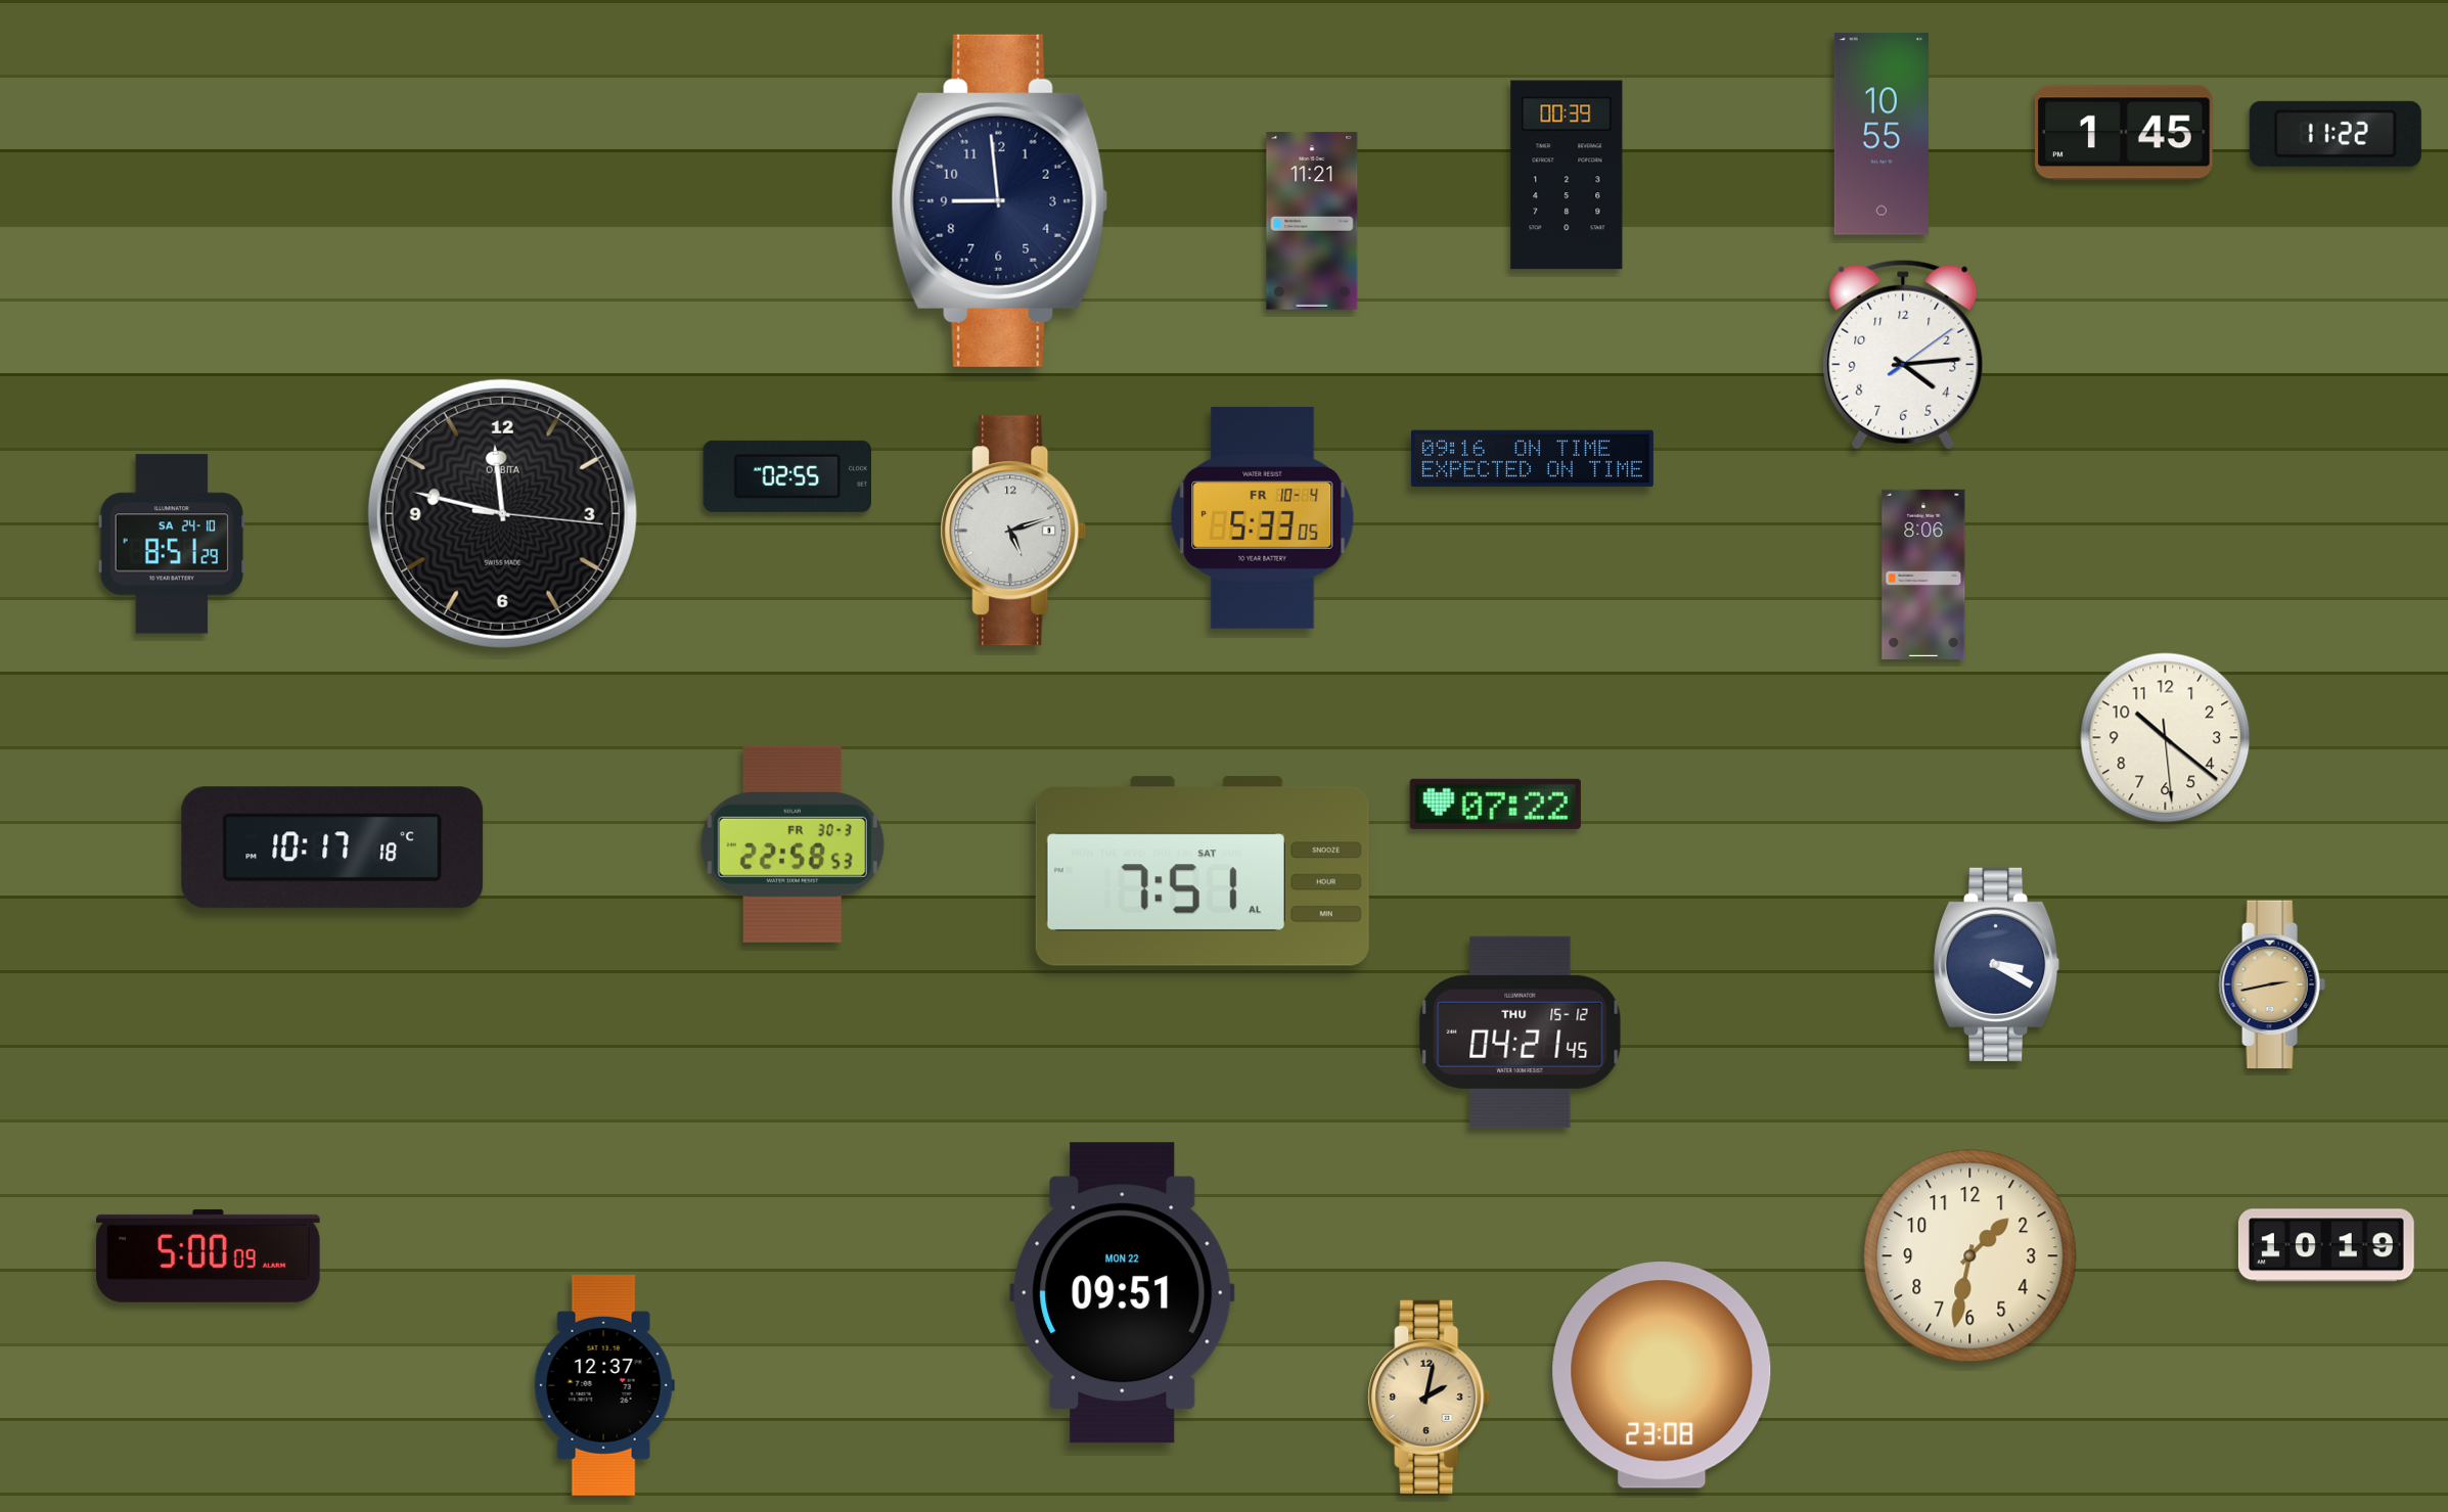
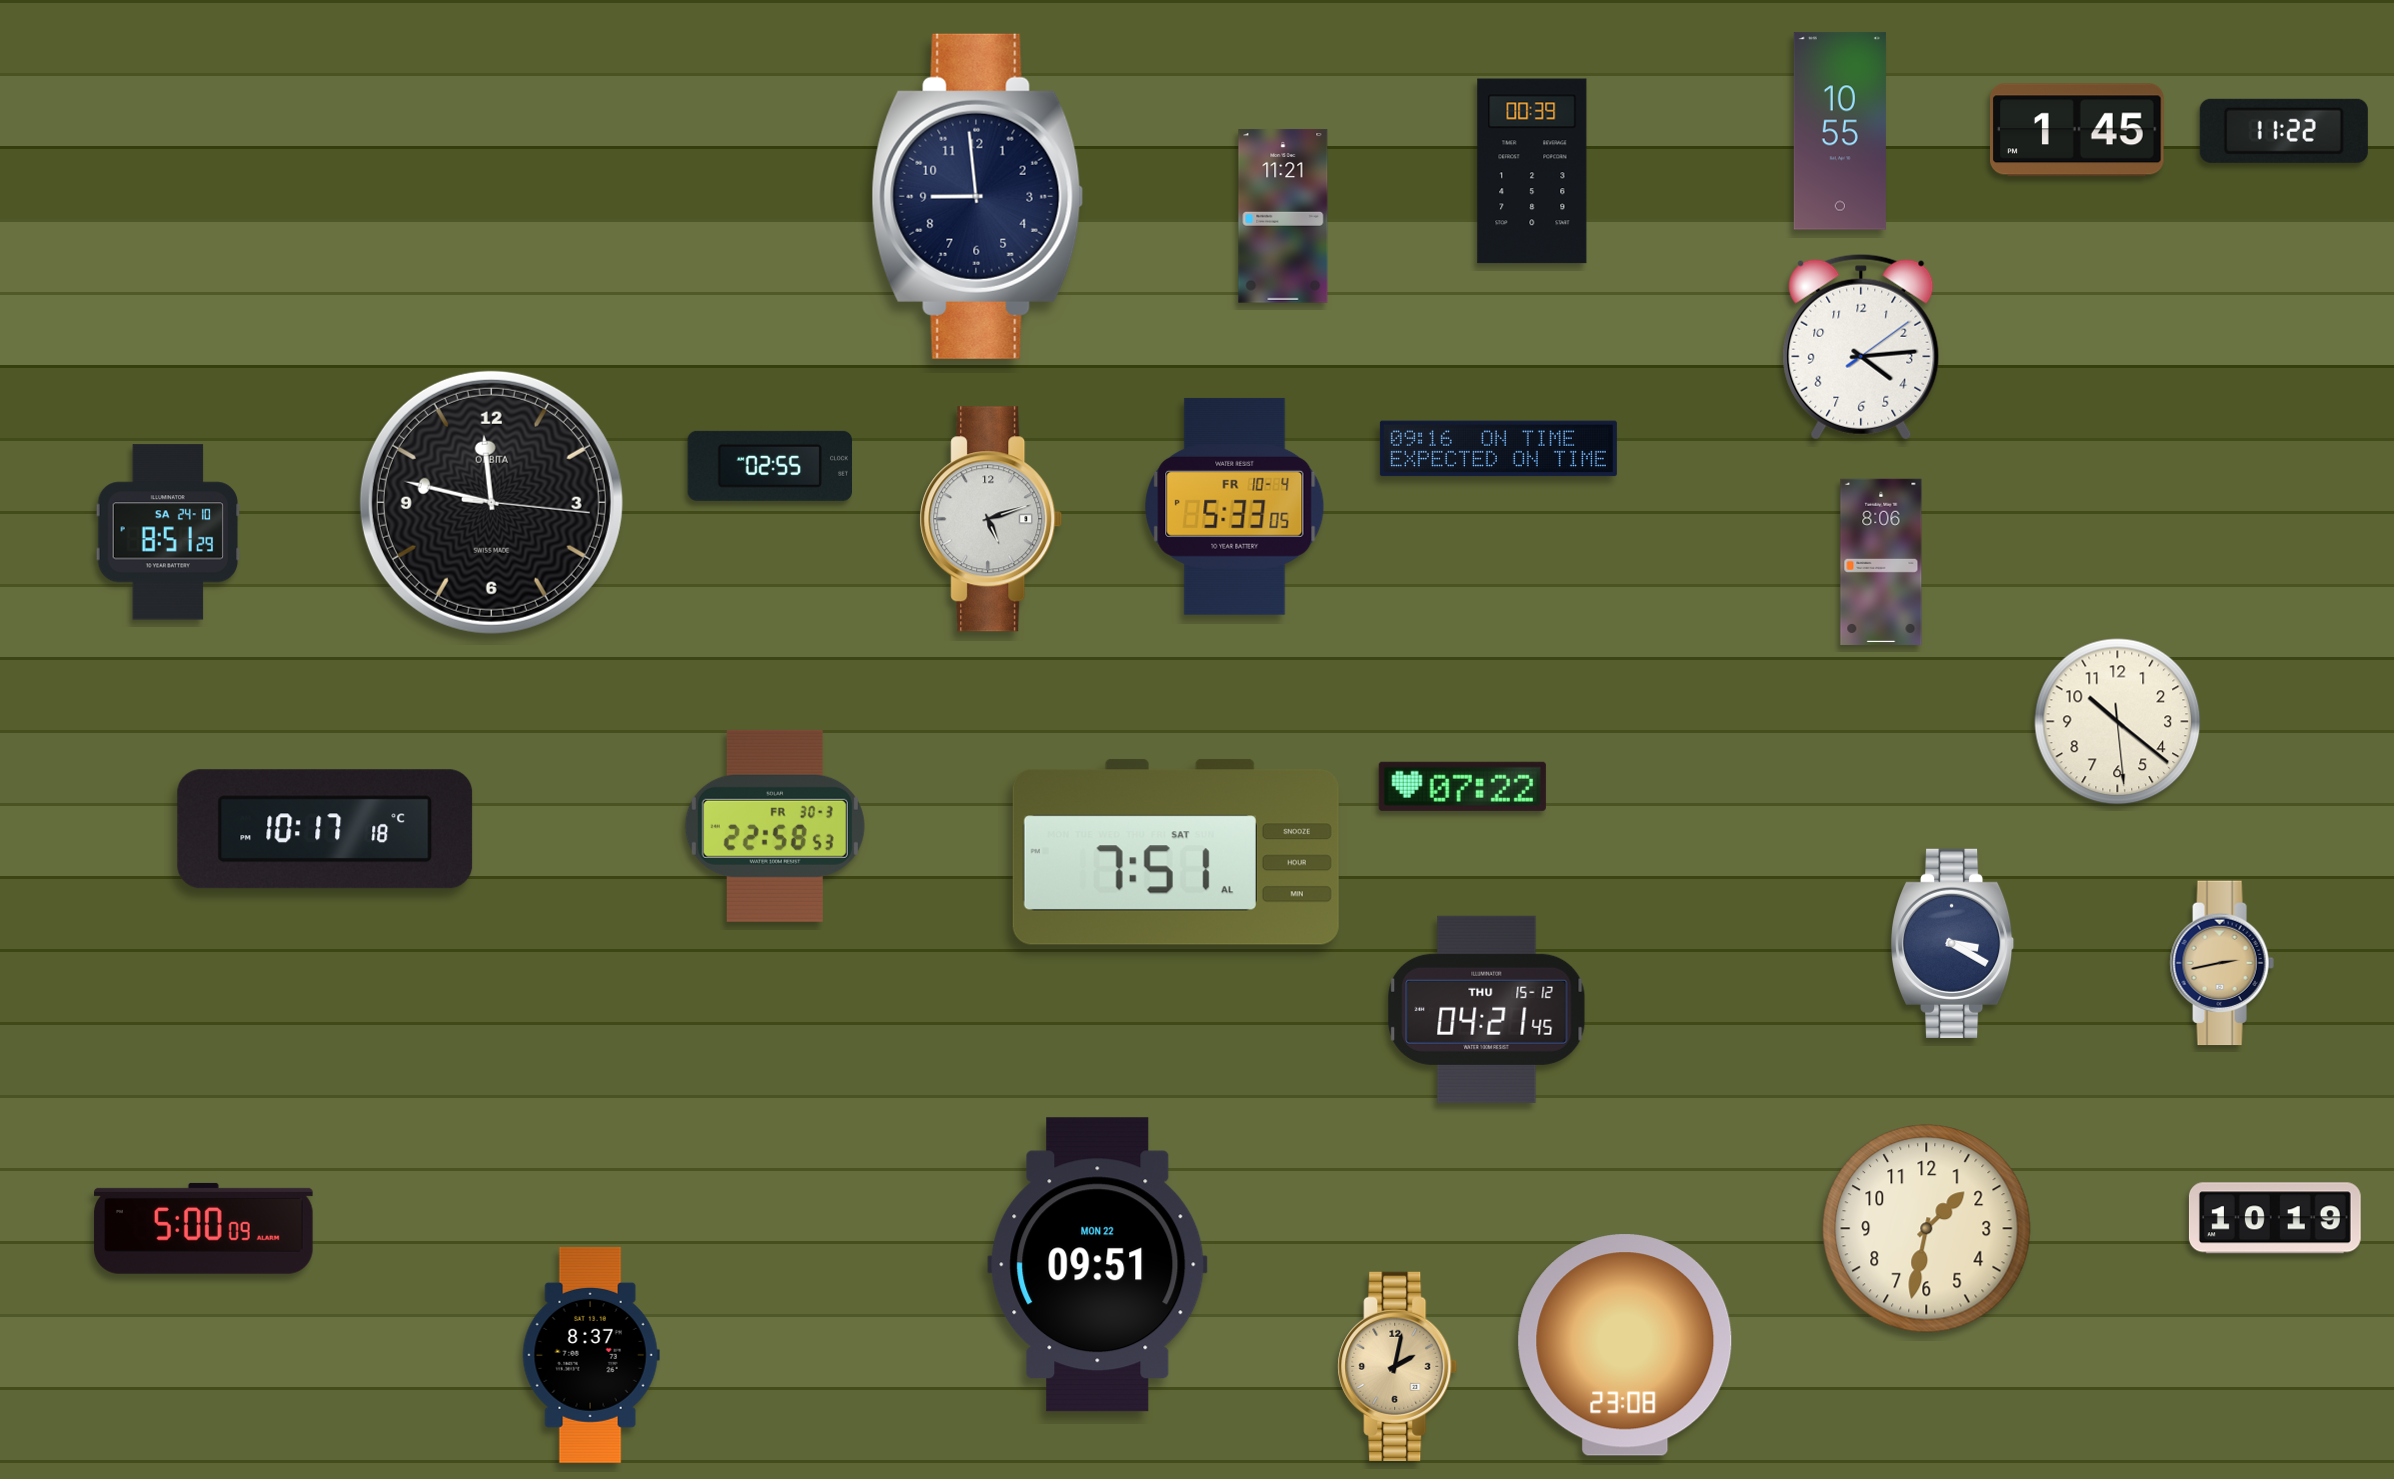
clock at (604, 1385): 12:37 -> 8:37
